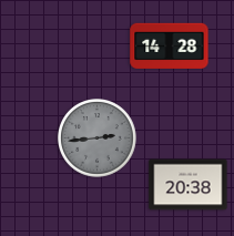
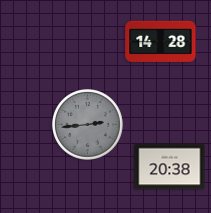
clock at (170, 45) position: (170, 45) -> (161, 41)
